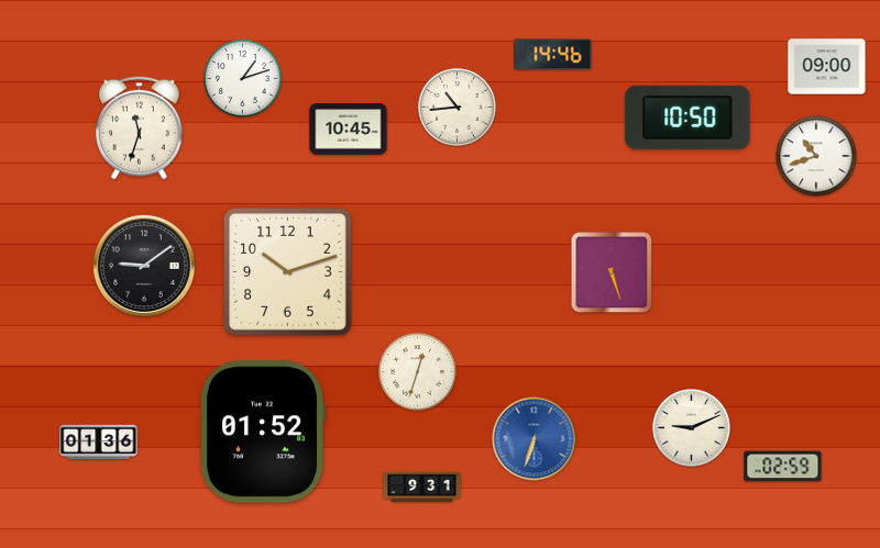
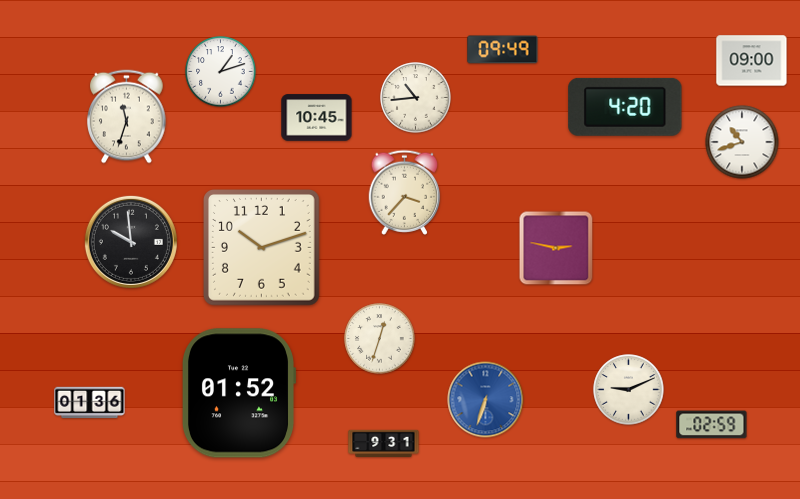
clock at (553, 55): 14:46 -> 09:49
clock at (687, 118): 10:50 -> 4:20
clock at (405, 192): none -> 3:37
clock at (144, 266): 9:09 -> 9:59
clock at (612, 272): 5:27 -> 2:47
